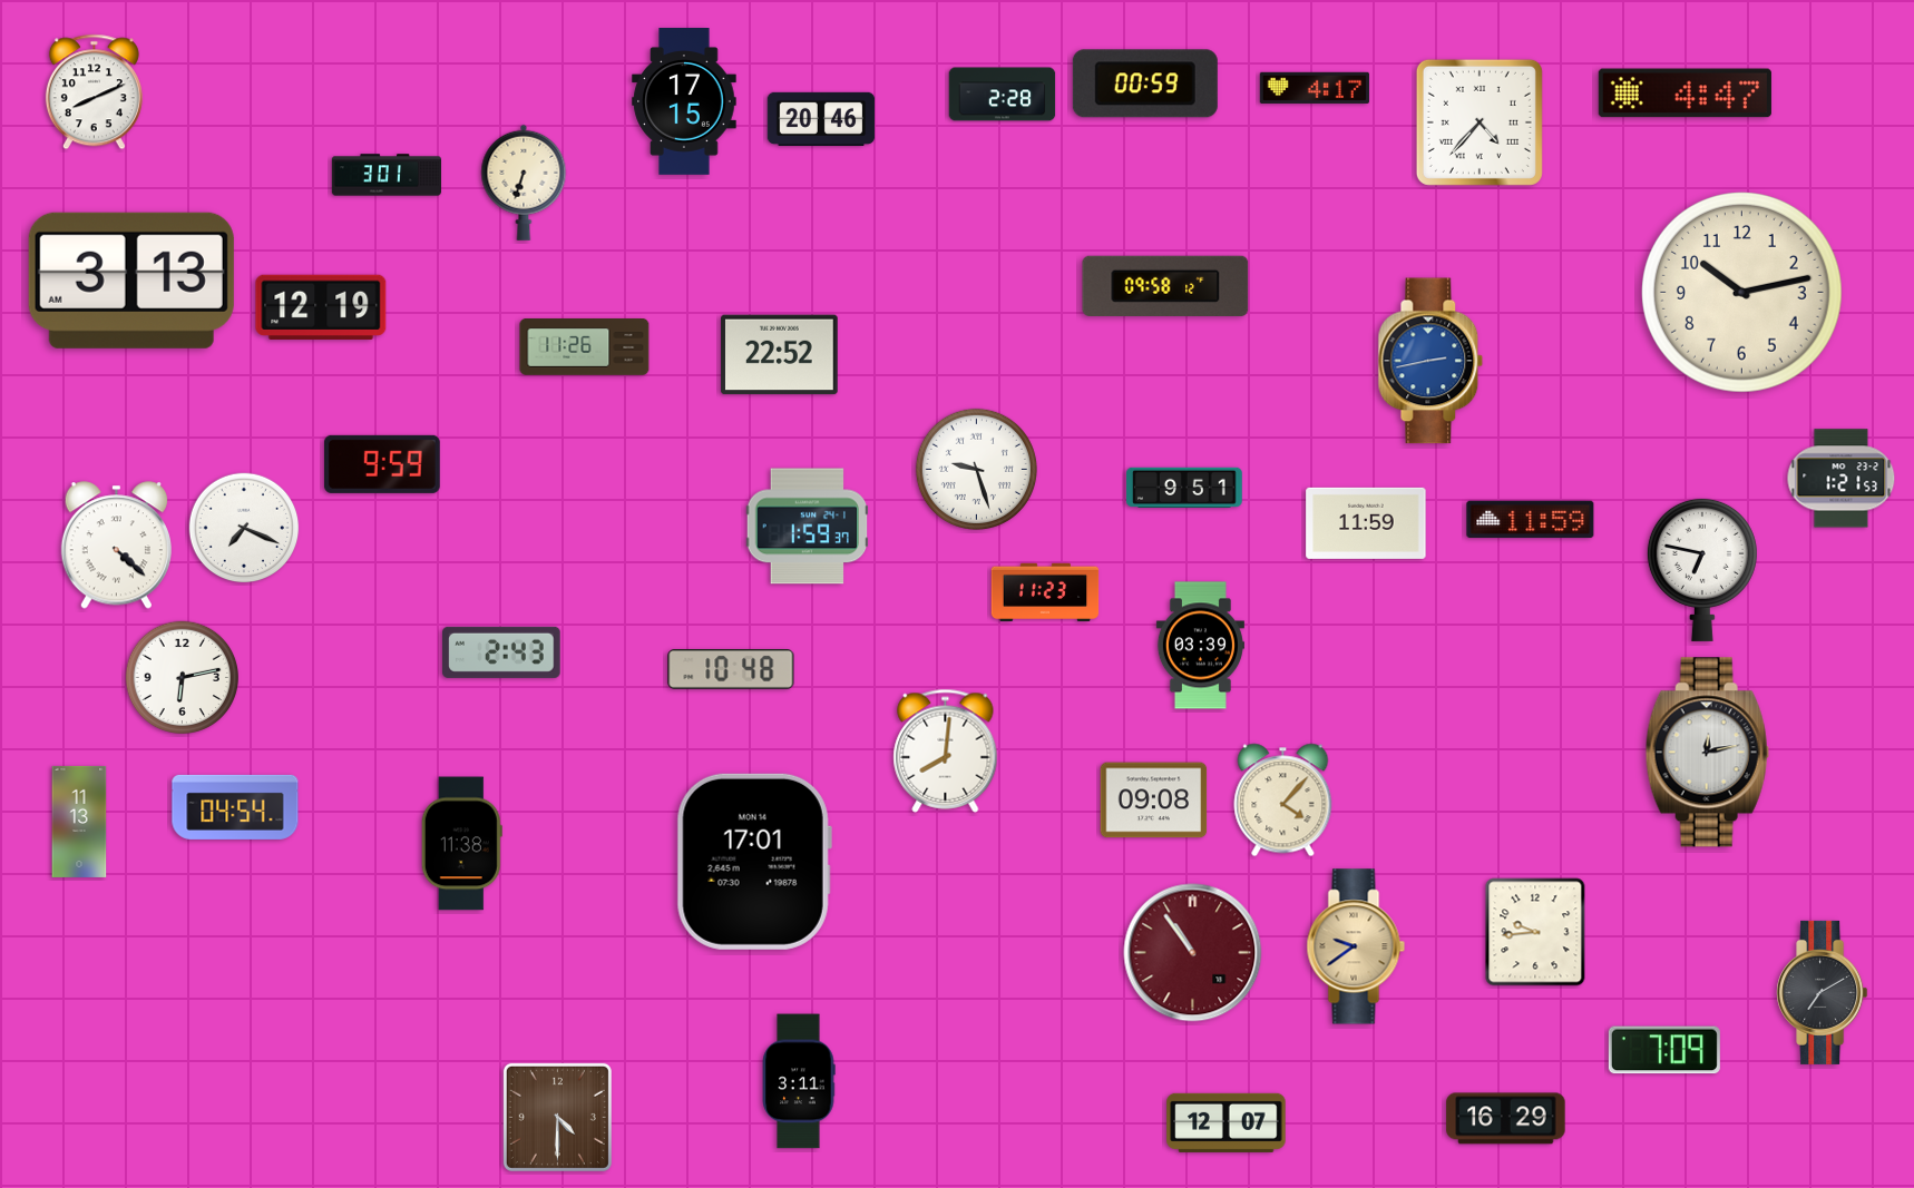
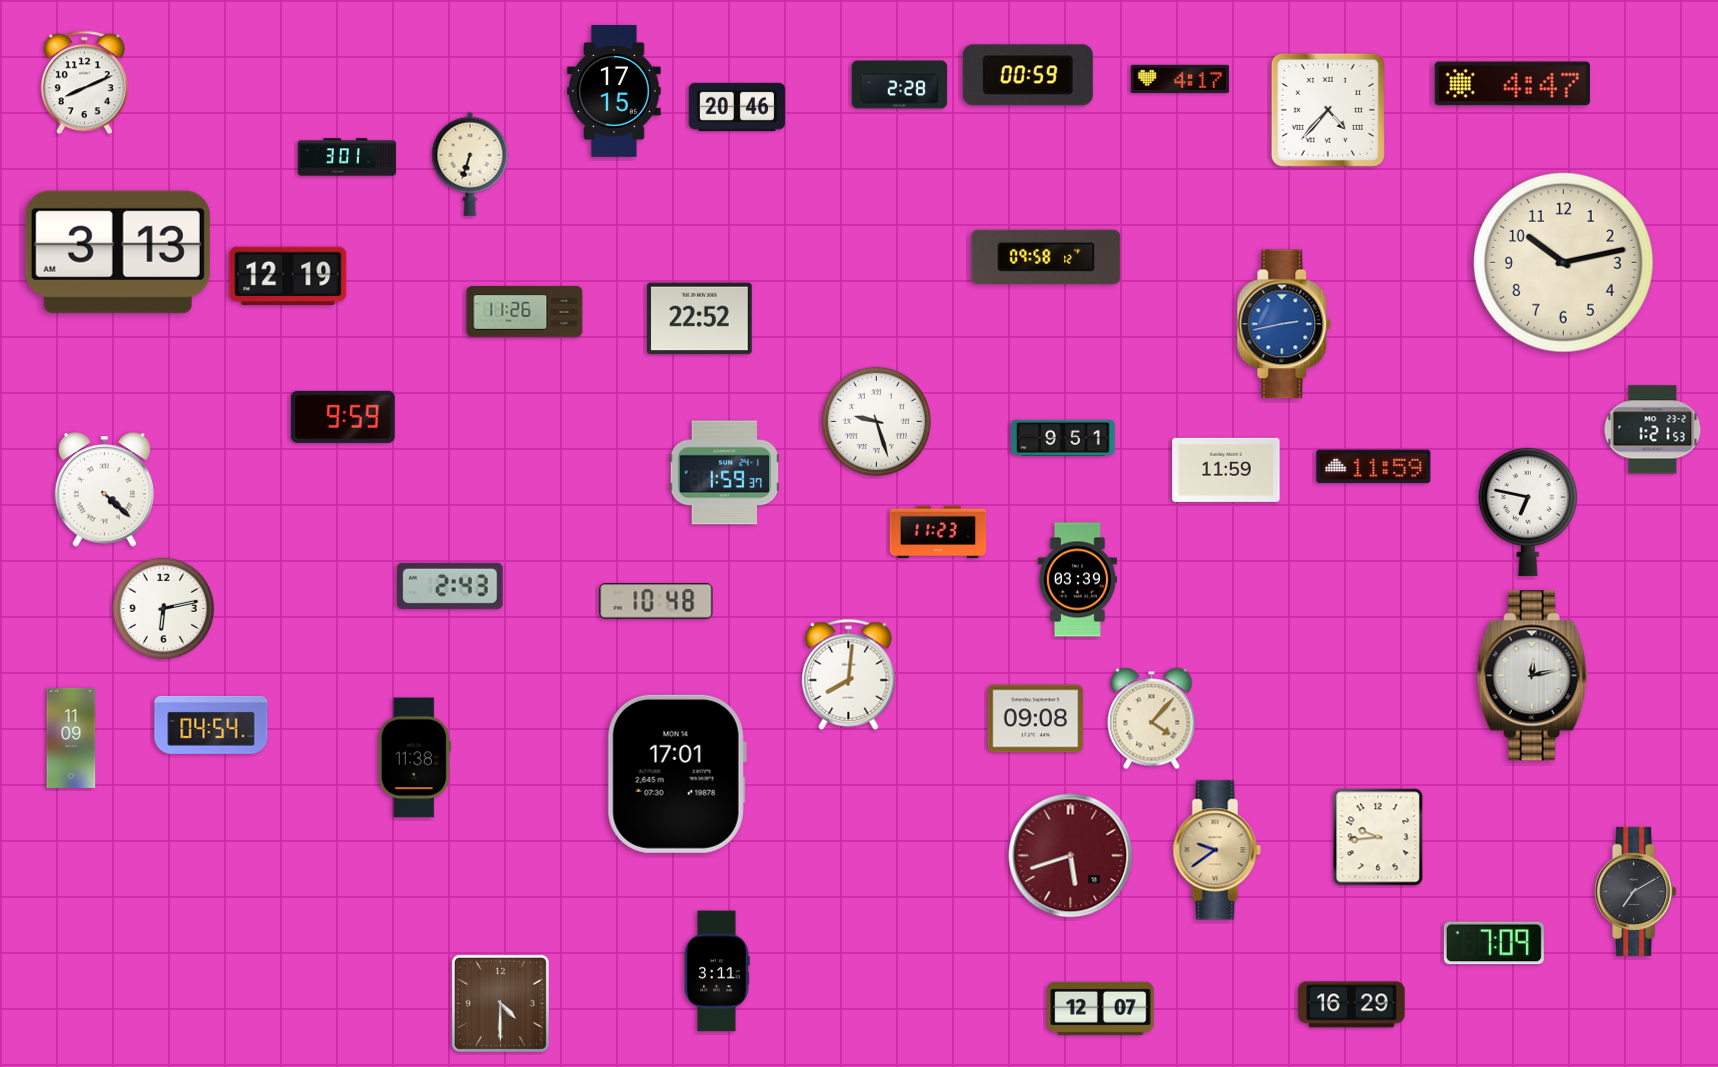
clock at (244, 528): 7:19 -> none
clock at (79, 822): 11:13 -> 11:09
clock at (1193, 953): 10:54 -> 5:42
